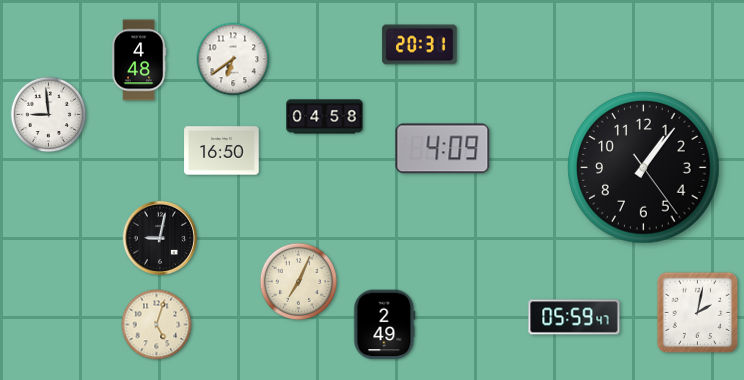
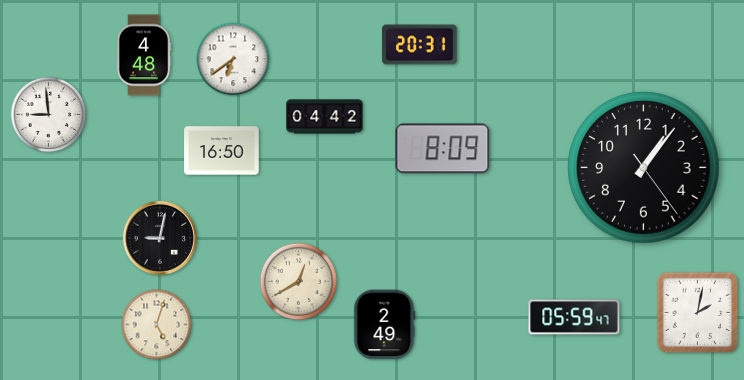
clock at (139, 60) position: (139, 60) -> (144, 55)
clock at (325, 117): 04:58 -> 04:42
clock at (443, 149): 4:09 -> 8:09
clock at (298, 281): 7:04 -> 12:40
